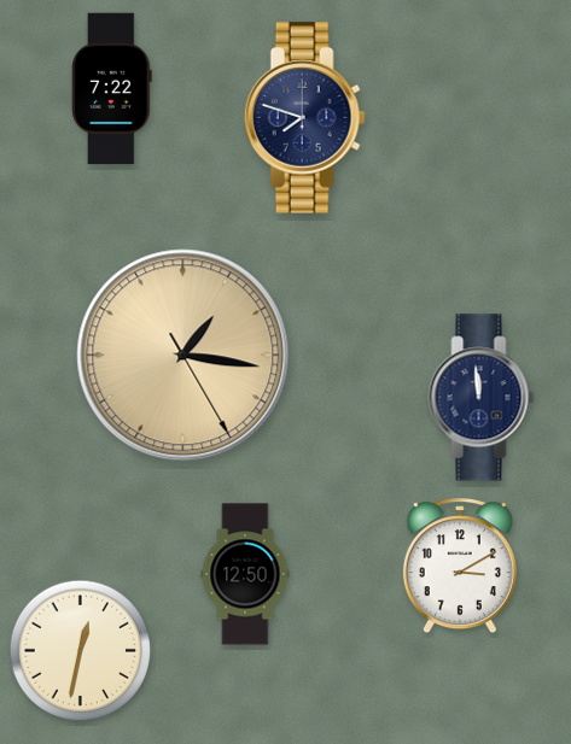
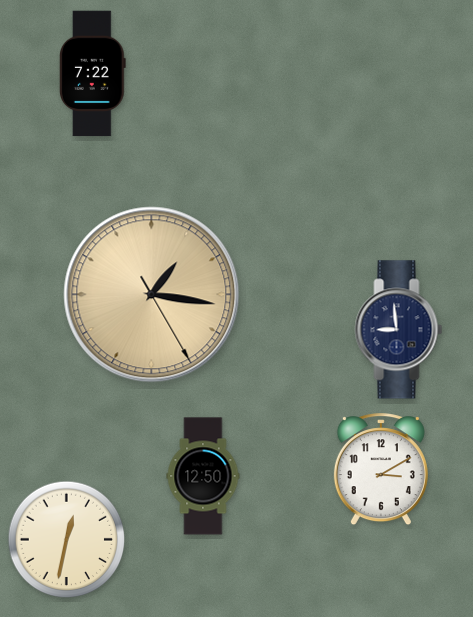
clock at (304, 118): 7:48 -> none
clock at (482, 398): 11:59 -> 8:59
